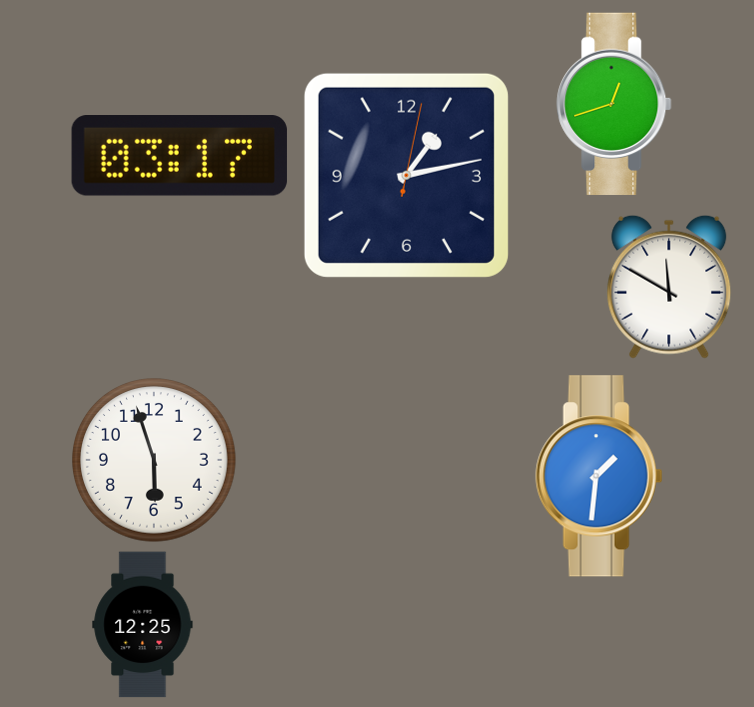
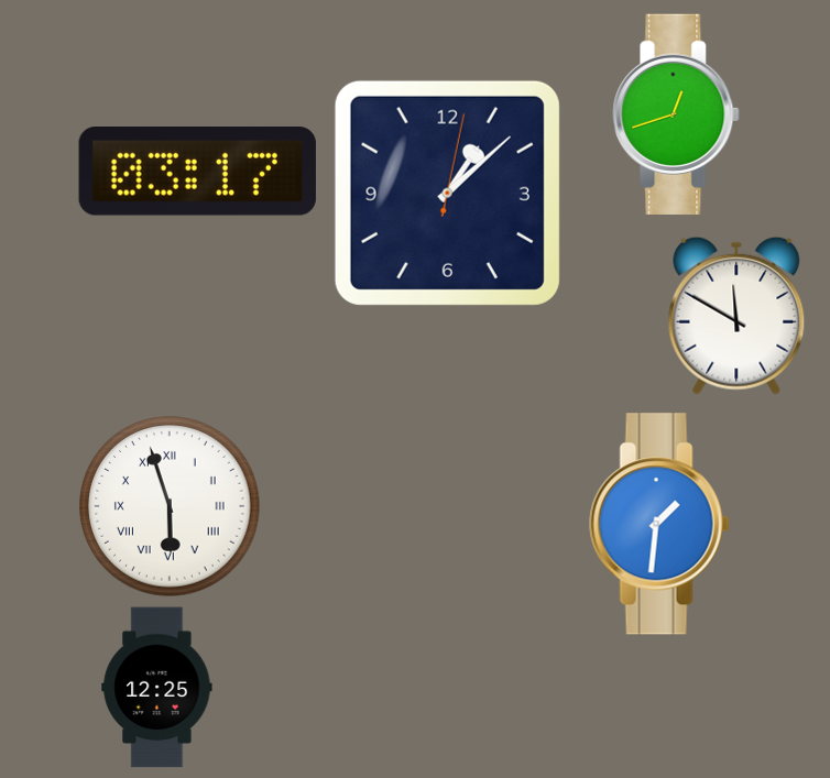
clock at (406, 175): 1:13 -> 1:08
clock at (154, 460) numerals: Arabic -> Roman
